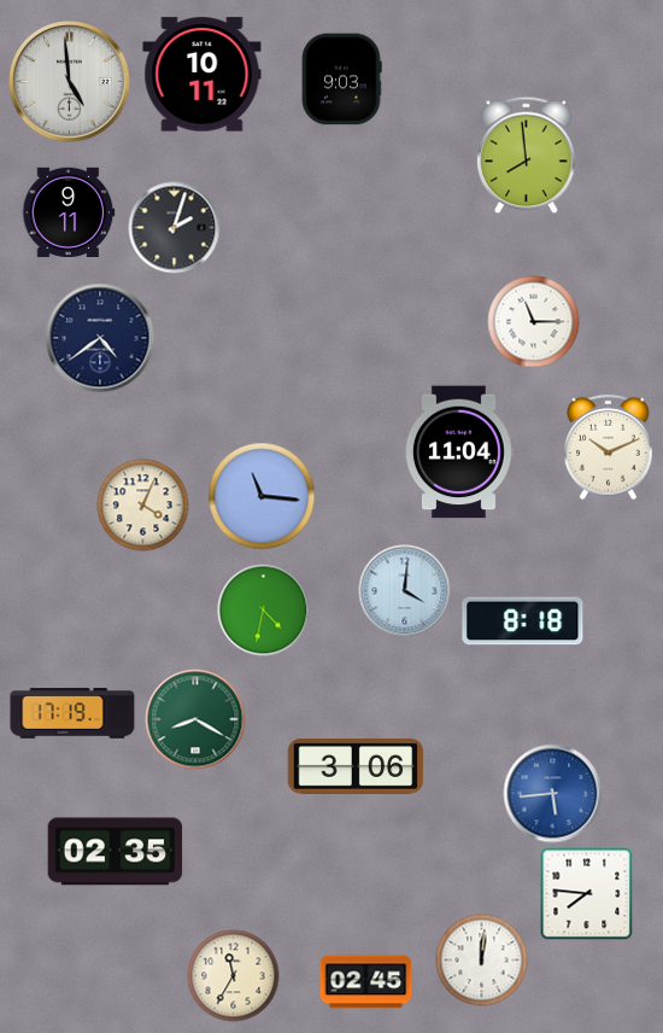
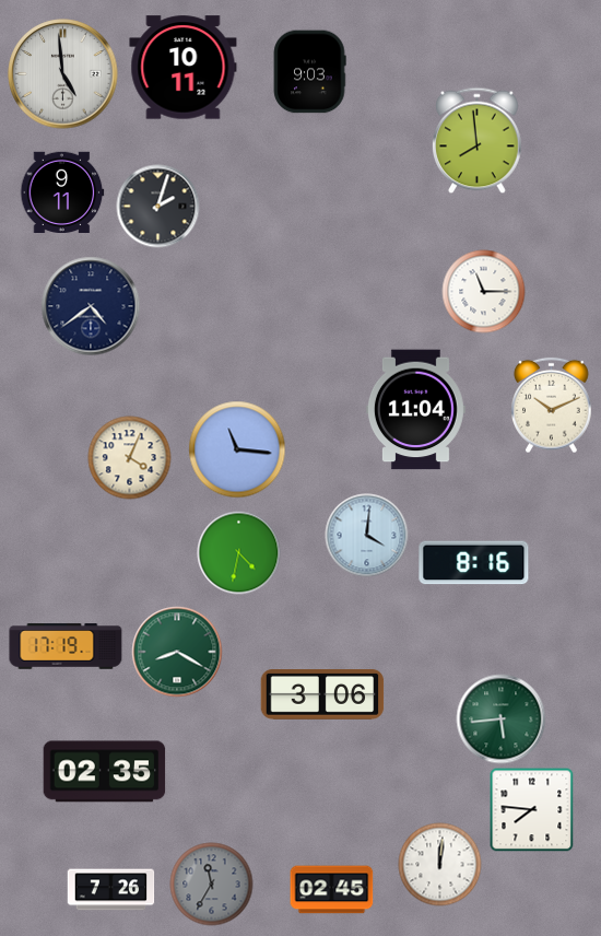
clock at (523, 621): 8:18 -> 8:16
clock at (553, 794) dial: blue -> green
clock at (482, 961) position: (482, 961) -> (440, 865)
clock at (234, 976) dial: cream -> grey
clock at (111, 890): none -> 7:26
